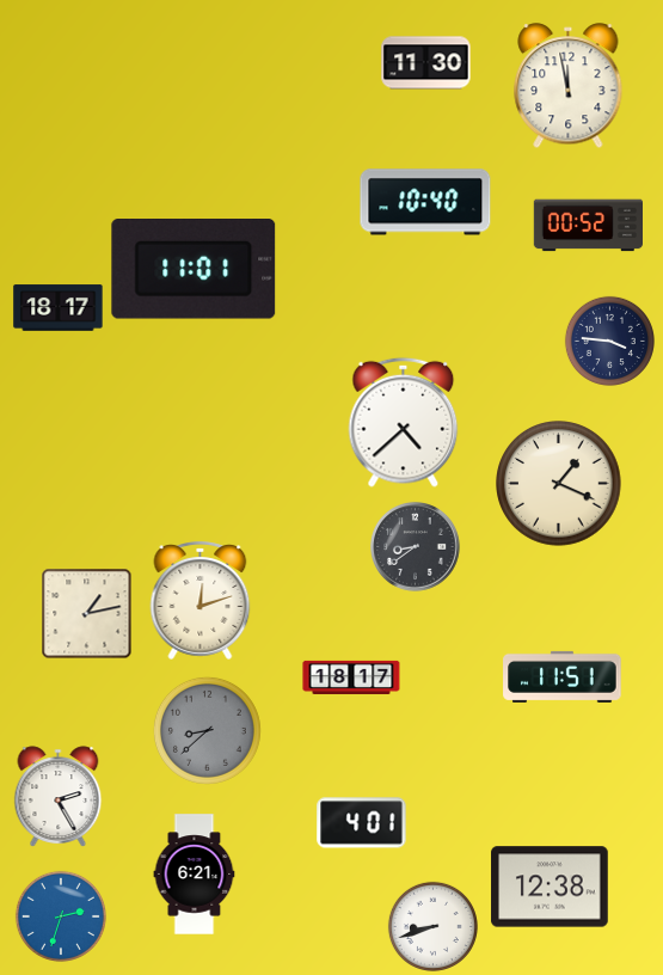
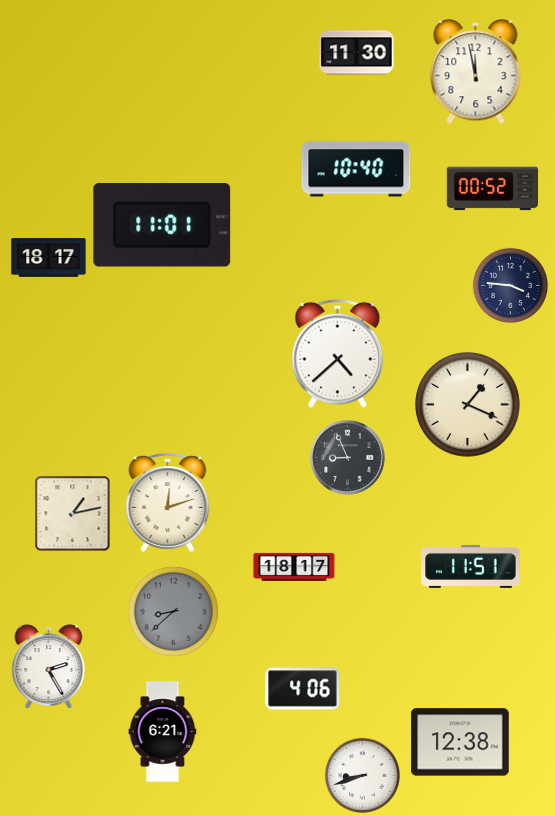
clock at (416, 547): 8:39 -> 8:56
clock at (362, 823): 4:01 -> 4:06
clock at (61, 916): 2:33 -> none
